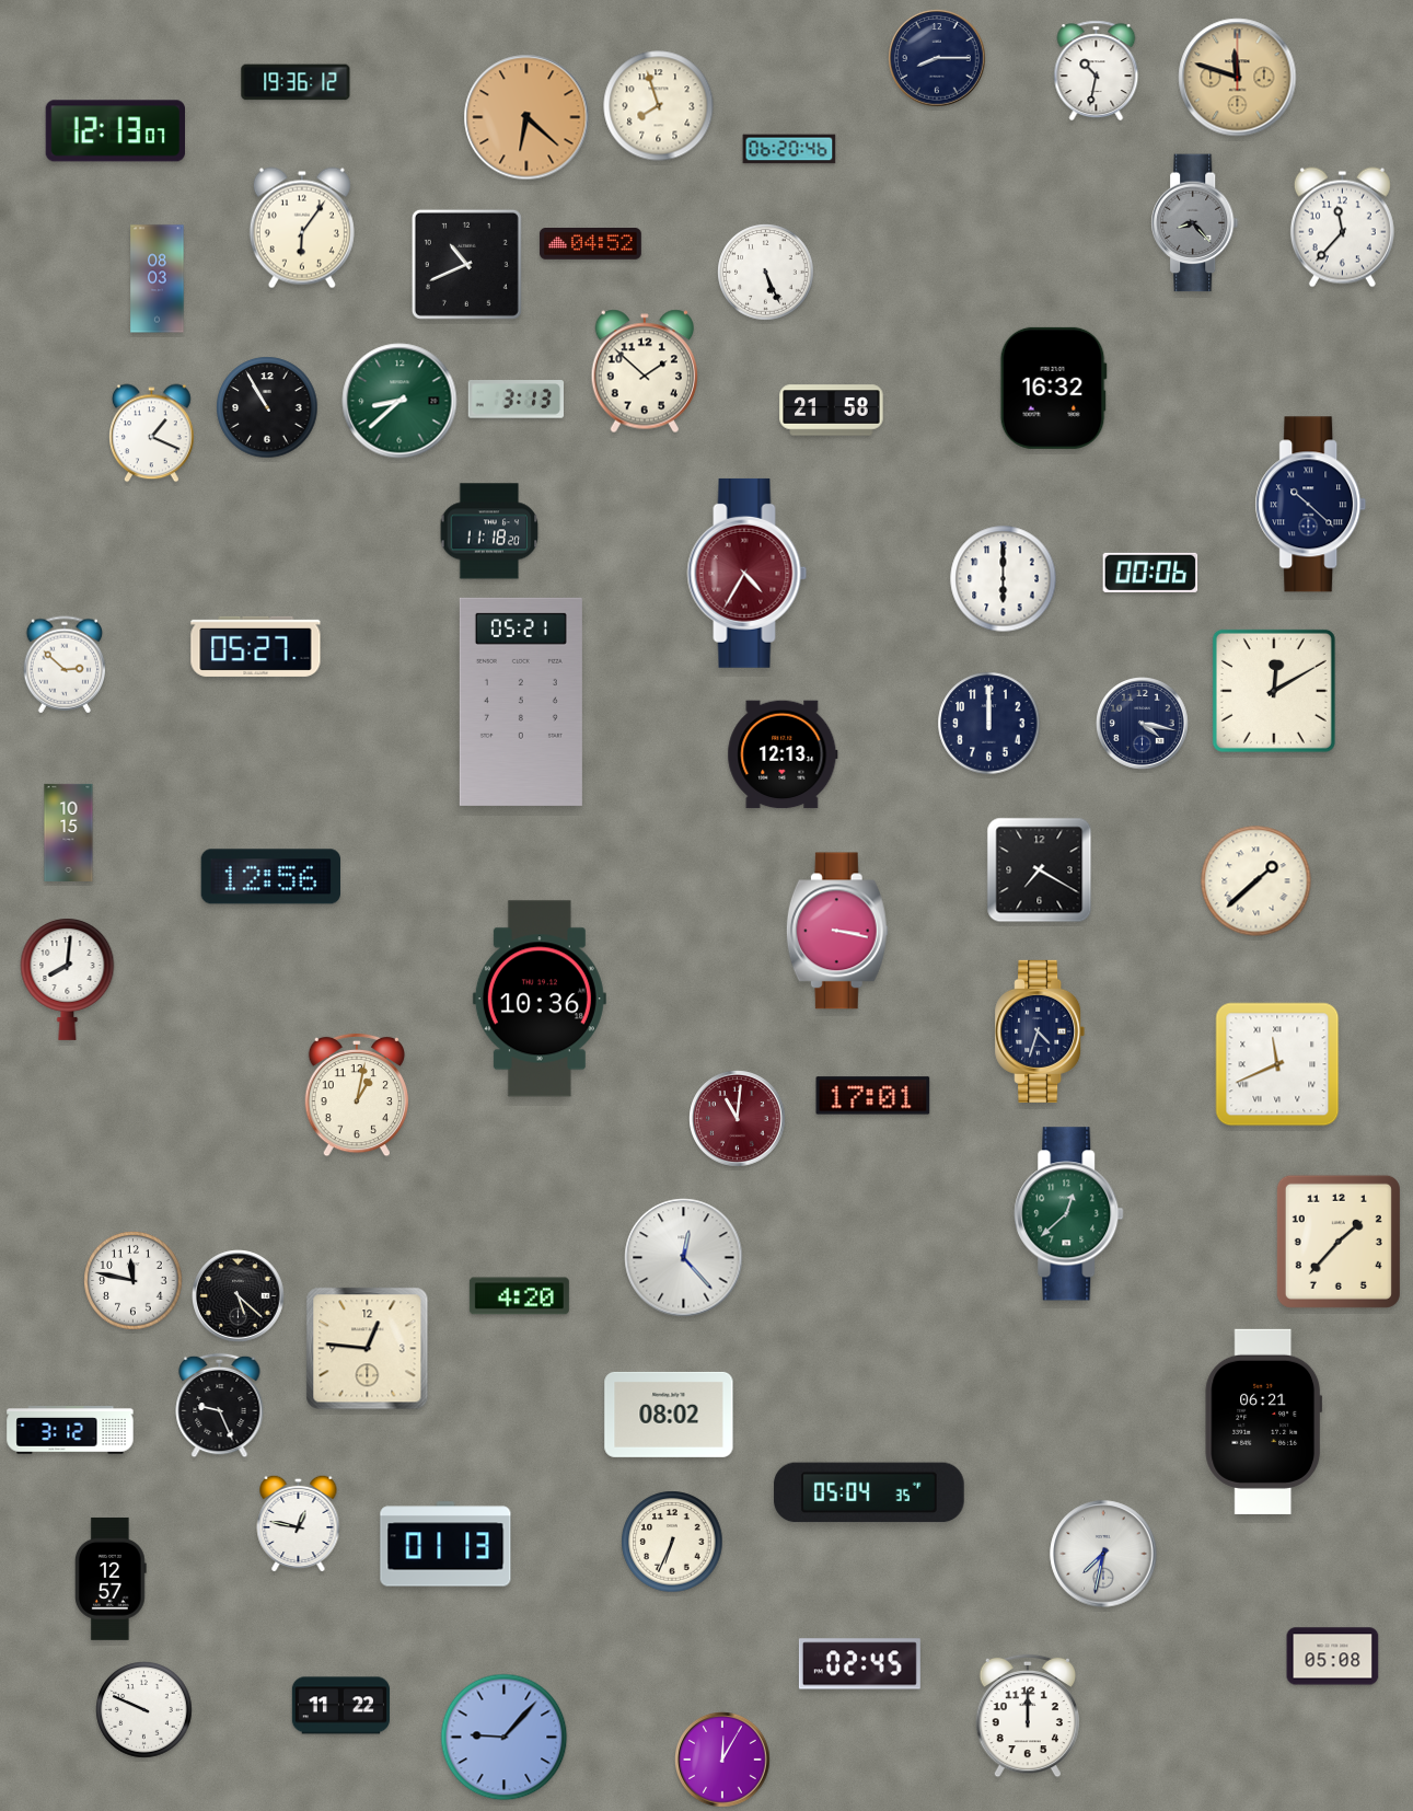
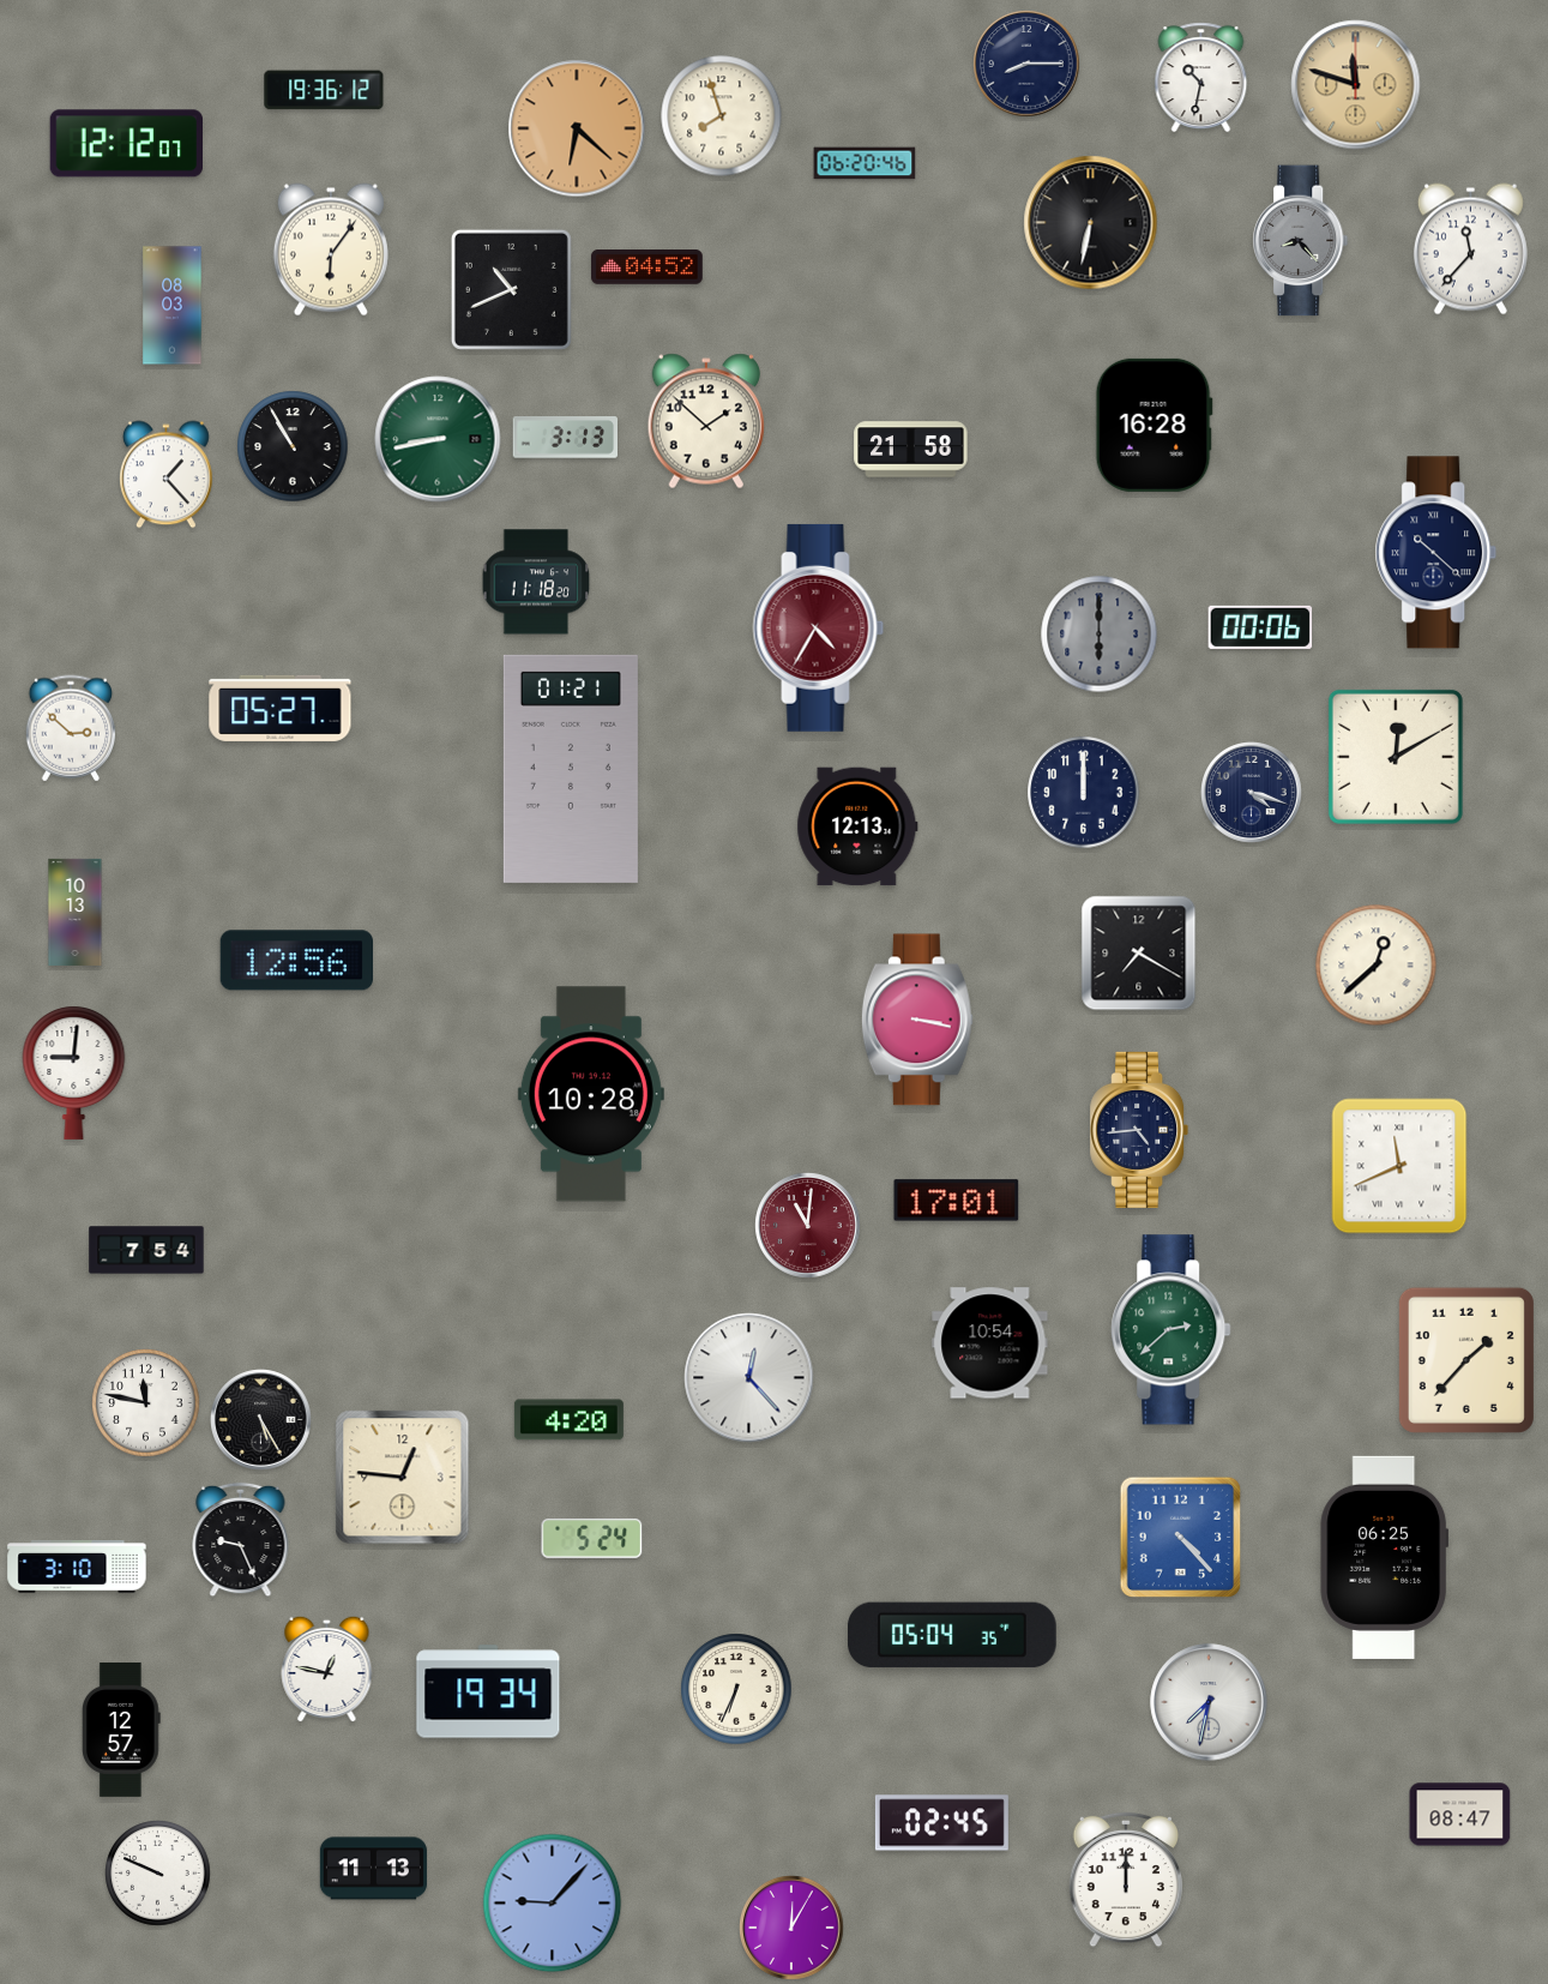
clock at (115, 131): 12:13 -> 12:12
clock at (1091, 223): none -> 6:32
clock at (1195, 223) position: (1195, 223) -> (1301, 241)
clock at (766, 273): 5:26 -> none
clock at (645, 371) position: (645, 371) -> (706, 421)
clock at (1053, 388): 16:32 -> 16:28
clock at (399, 401): 8:38 -> 8:43
clock at (152, 434): 1:19 -> 1:23
clock at (1004, 579) dial: white -> grey
clock at (521, 702): 05:21 -> 01:21
clock at (1143, 724): 4:17 -> 4:18
clock at (69, 832): 10:15 -> 10:13
clock at (1256, 881): 1:38 -> 12:38
clock at (68, 980): 8:01 -> 9:01
clock at (540, 999): 10:36 -> 10:28
clock at (1040, 1031): 4:33 -> 4:44
clock at (357, 1095): 1:02 -> none
clock at (146, 1250): none -> 7:54
clock at (1069, 1214): 12:38 -> 2:38
clock at (990, 1343): none -> 10:54
clock at (239, 1296): 5:22 -> 5:25
clock at (592, 1538): none -> 5:24
clock at (1181, 1538): none -> 4:23
clock at (669, 1415): 08:02 -> none
clock at (1264, 1421): 06:21 -> 06:25
clock at (70, 1430): 3:12 -> 3:10
clock at (445, 1544): 01:13 -> 19:34
clock at (1333, 1657): 05:08 -> 08:47
clock at (340, 1706): 11:22 -> 11:13
